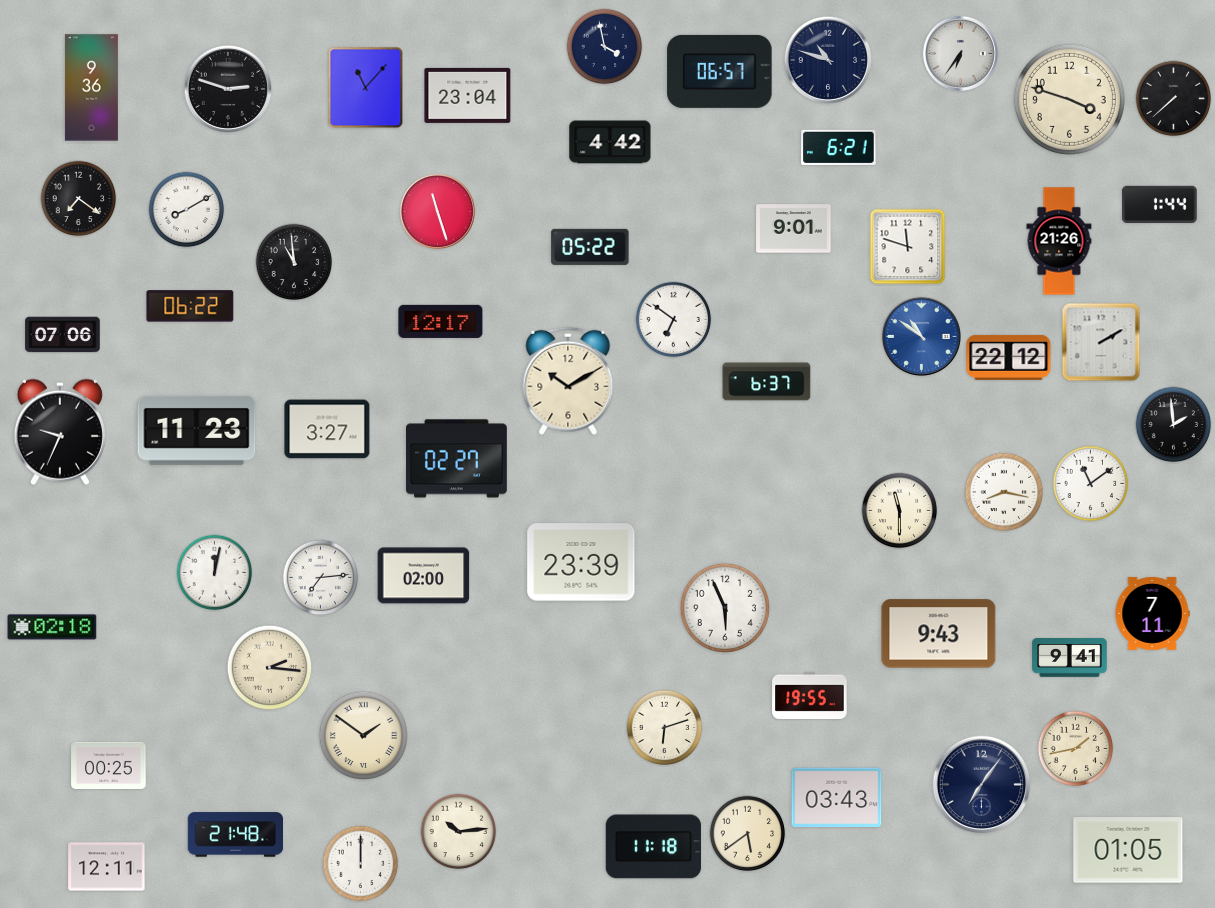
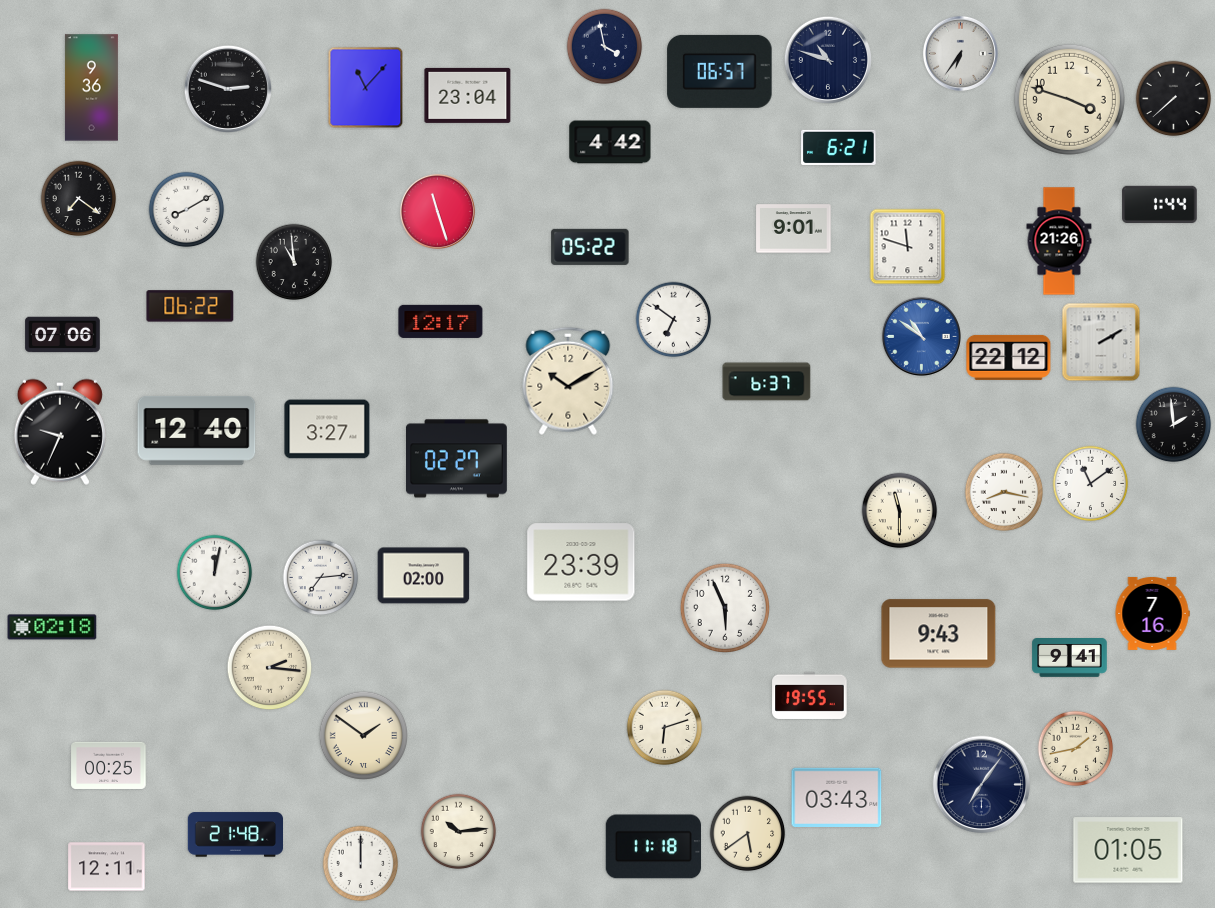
clock at (197, 430): 11:23 -> 12:40
clock at (1152, 613): 7:11 -> 7:16
